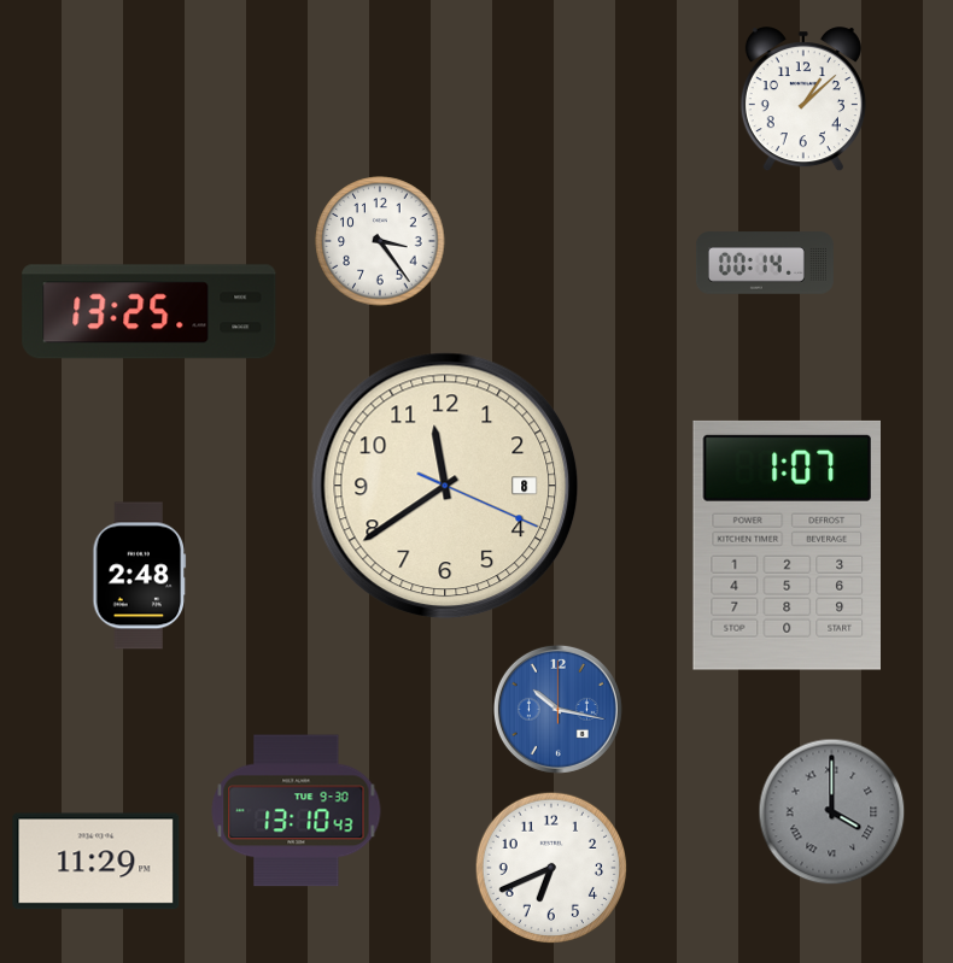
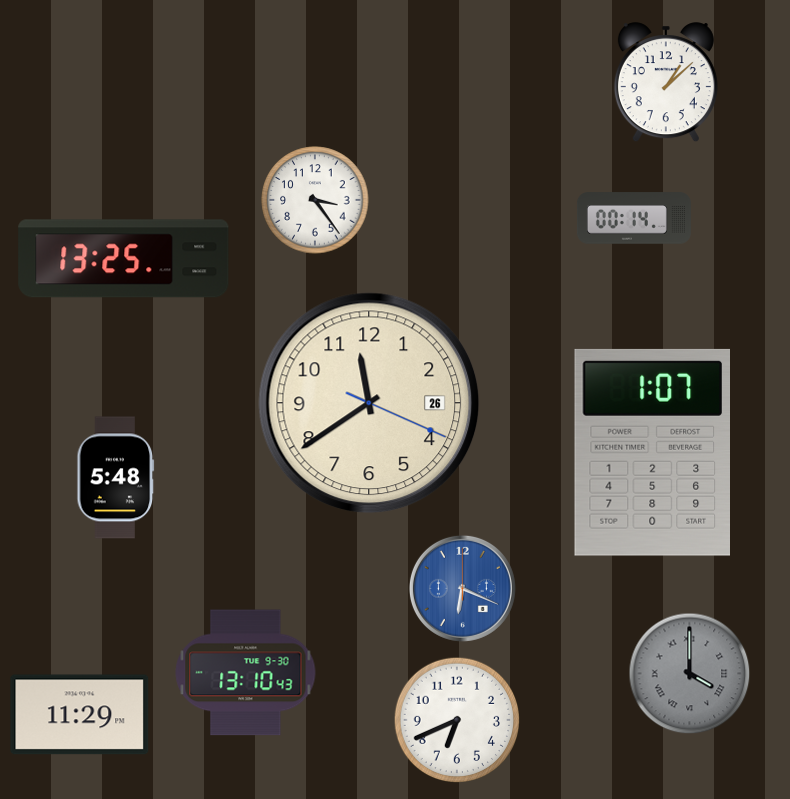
clock at (445, 486) date: 8 -> 26
clock at (140, 576): 2:48 -> 5:48
clock at (557, 709): 10:17 -> 6:19
